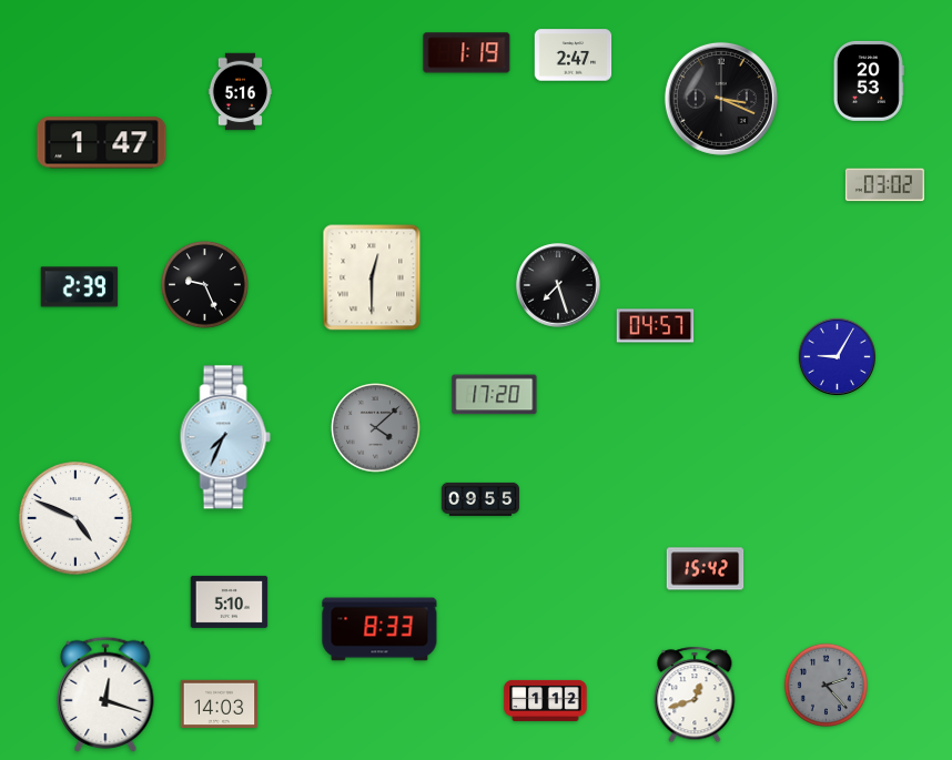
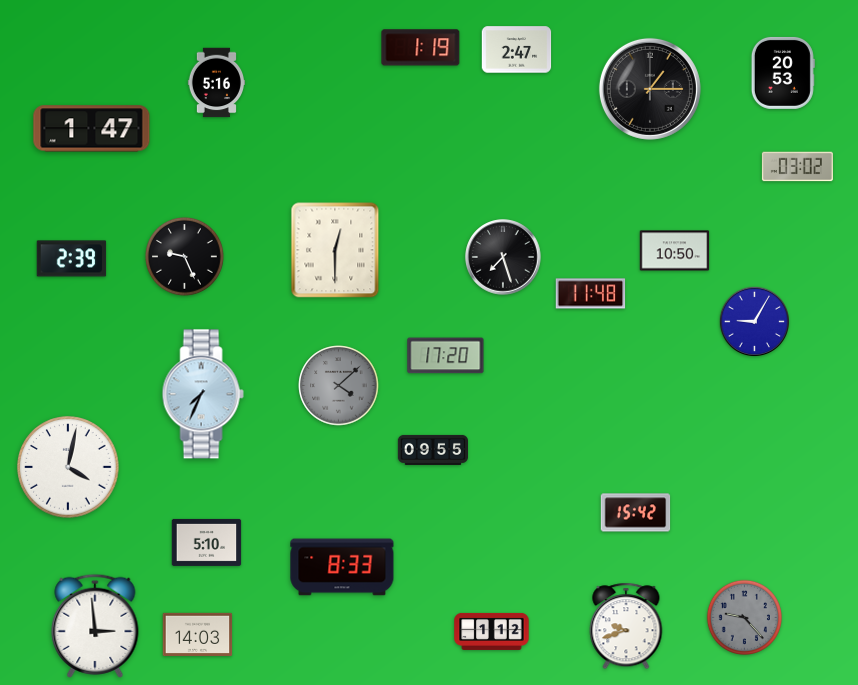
clock at (721, 99): 3:19 -> 1:15
clock at (675, 251): none -> 10:50
clock at (656, 326): 04:57 -> 11:48
clock at (75, 518): 4:49 -> 4:02
clock at (826, 685): 2:23 -> 9:23
clock at (105, 695): 12:18 -> 2:59
clock at (695, 695): 12:42 -> 9:42
